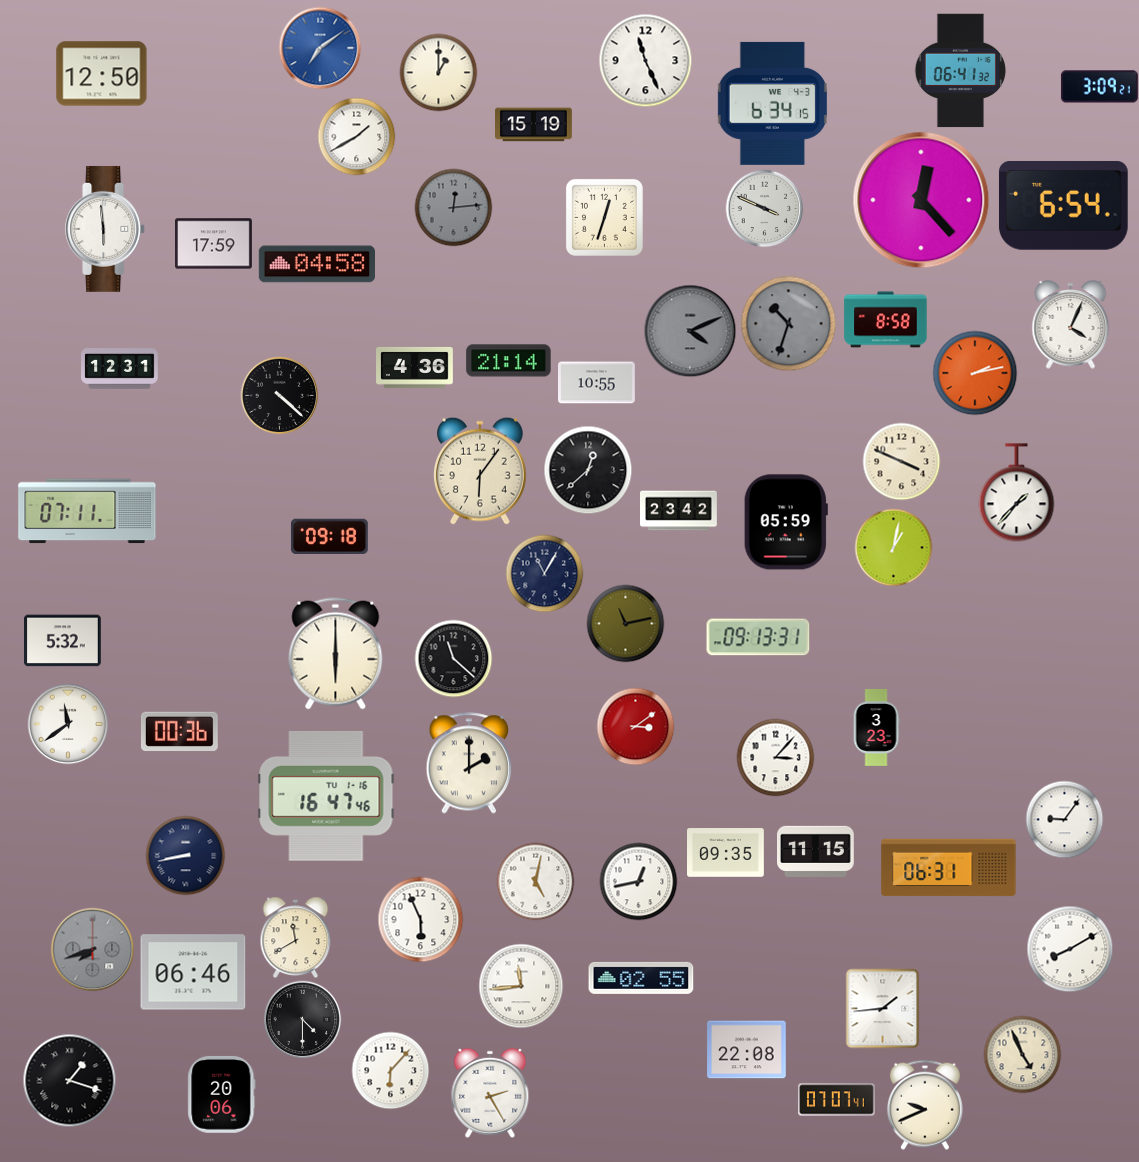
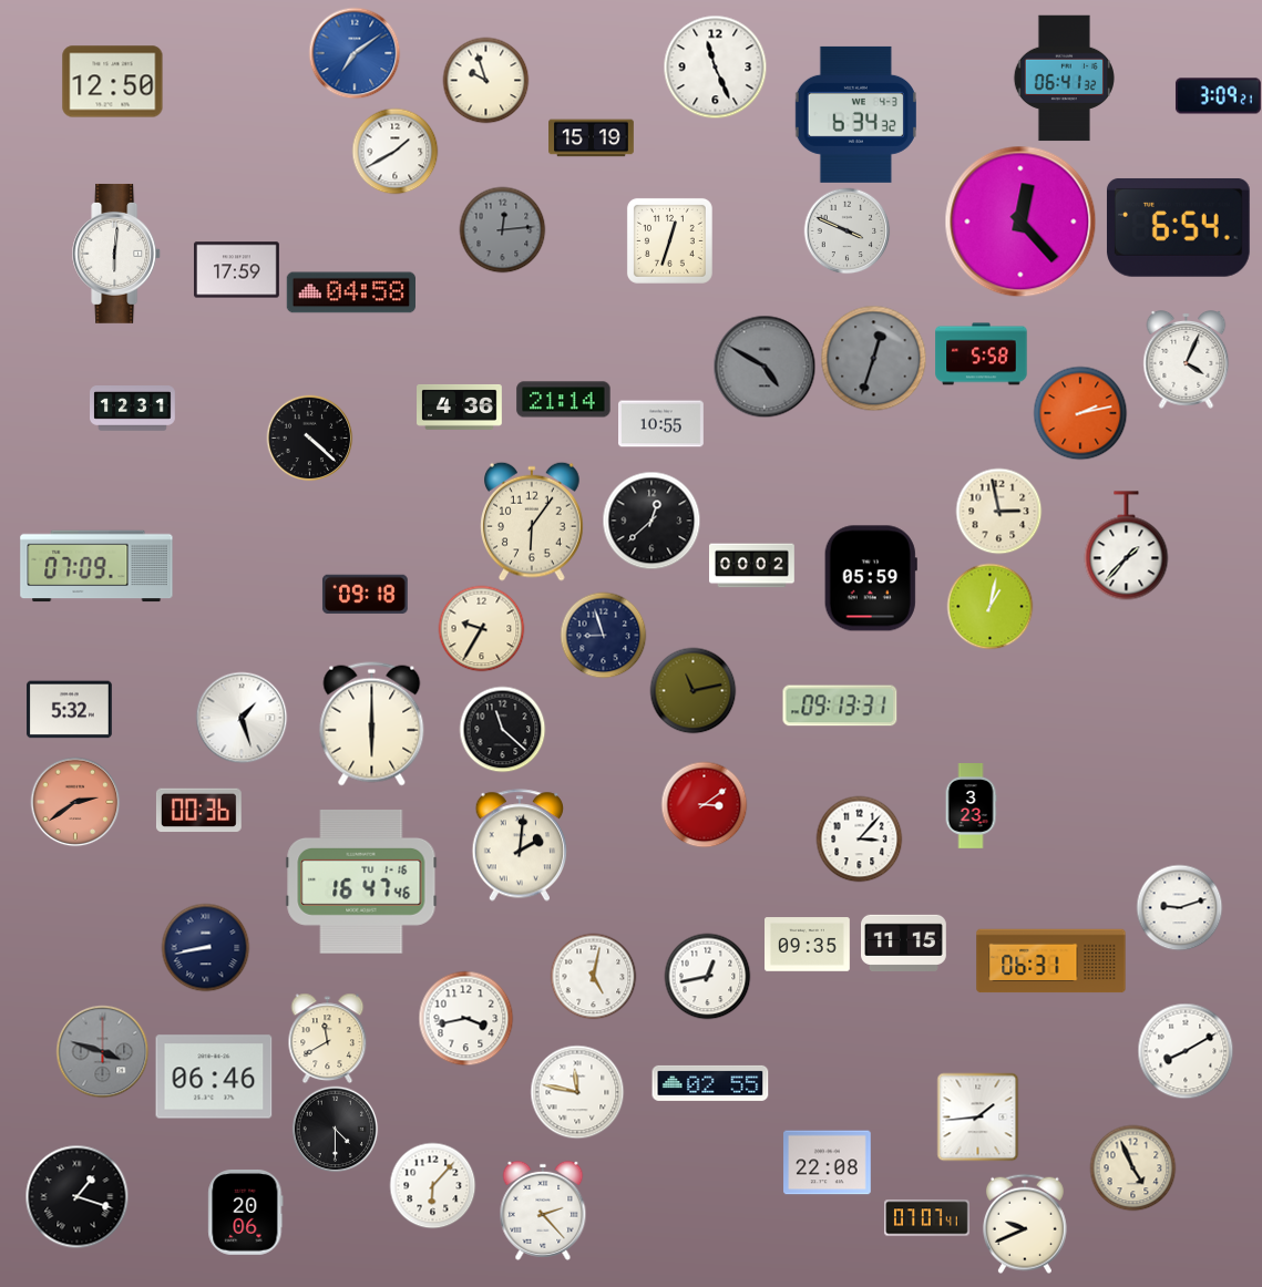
clock at (438, 72): 1:00 -> 9:57
clock at (772, 103): 6:34:15 -> 6:34:32
clock at (106, 229): 5:59 -> 6:01
clock at (886, 320): 8:58 -> 5:58
clock at (788, 323): 10:33 -> 12:33
clock at (690, 331): 4:11 -> 4:50
clock at (901, 461): 3:49 -> 2:58
clock at (87, 511): 07:11 -> 07:09
clock at (679, 511): 23:42 -> 00:02
clock at (481, 628): none -> 9:35
clock at (544, 573): 11:05 -> 8:57
clock at (242, 718): none -> 1:27
clock at (68, 724): 11:39 -> 2:39
clock at (68, 724) dial: white -> salmon
clock at (469, 763): 2:00 -> 2:01
clock at (1064, 819): 9:06 -> 9:12
clock at (726, 853) position: (726, 853) -> (808, 945)
clock at (420, 919): 5:56 -> 3:43
clock at (92, 949): 7:42 -> 3:48
clock at (521, 986): 11:44 -> 11:47
clock at (490, 1093): 2:25 -> 2:23
